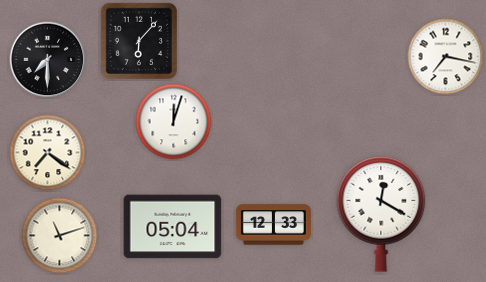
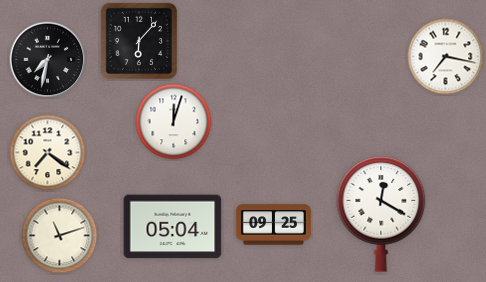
clock at (48, 60): 7:30 -> 7:32
clock at (273, 225): 12:33 -> 09:25
